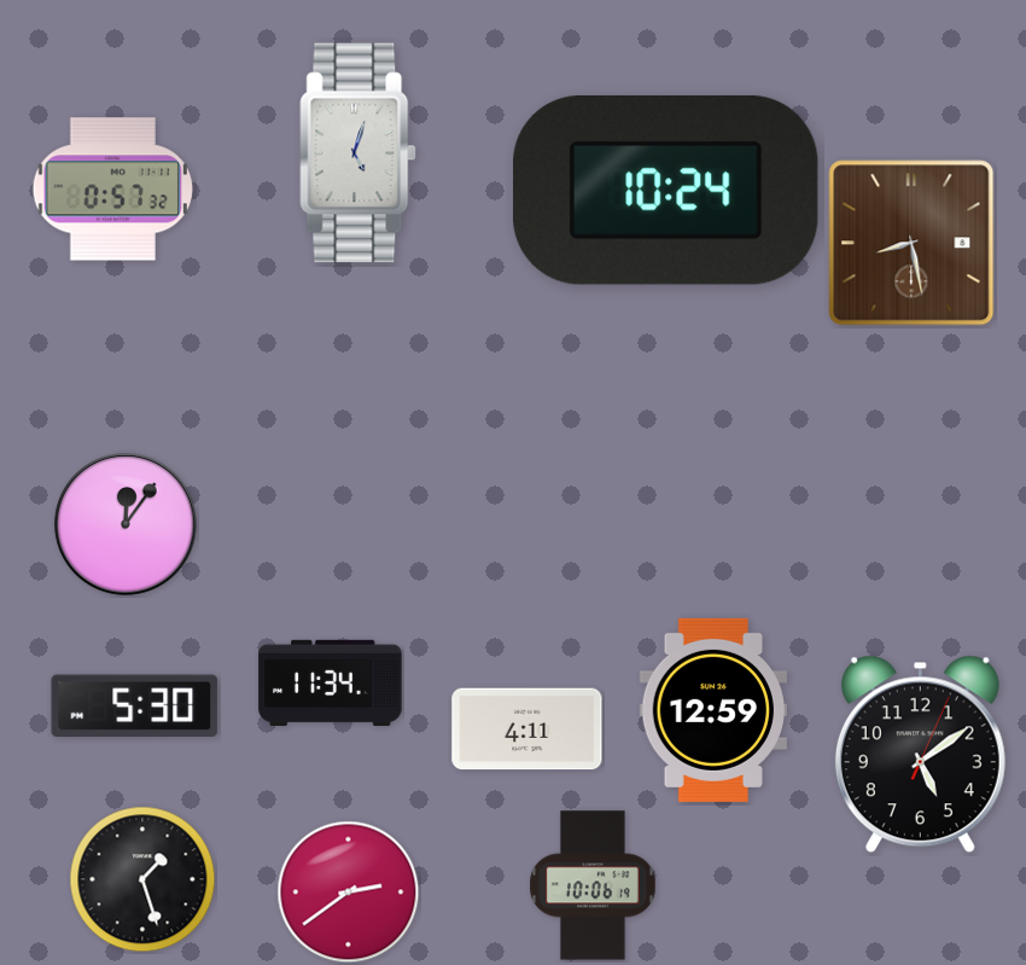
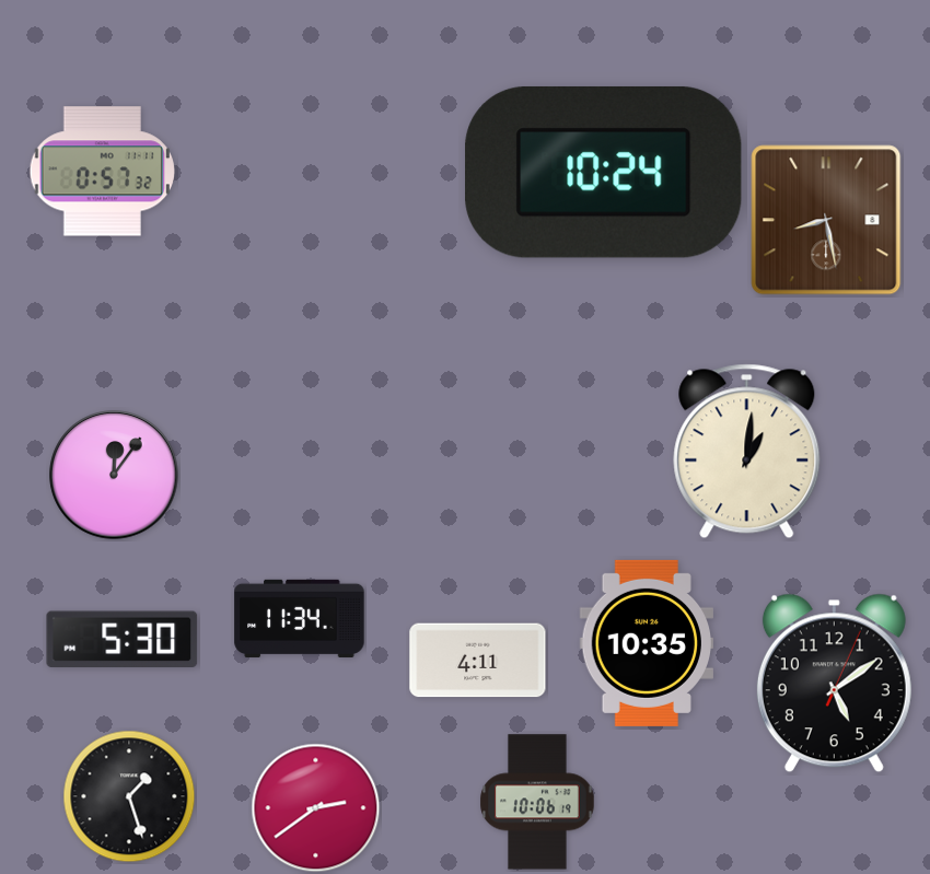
clock at (358, 153): 5:03 -> none
clock at (747, 452): none -> 1:01
clock at (712, 710): 12:59 -> 10:35
